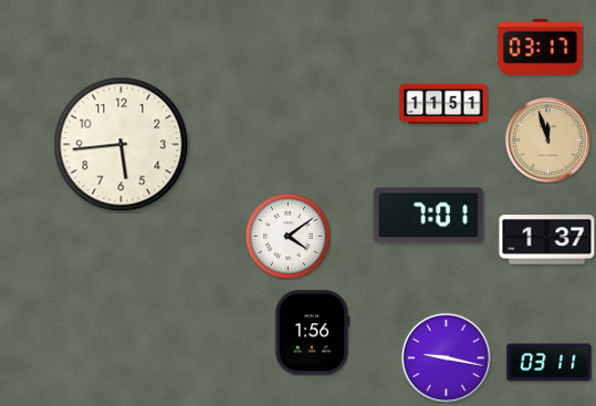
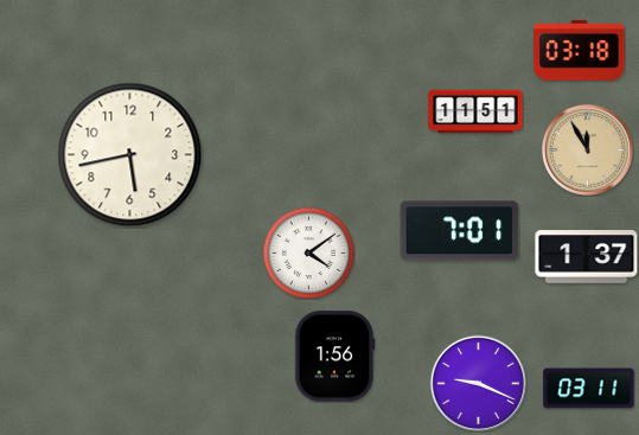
clock at (541, 48): 03:17 -> 03:18
clock at (547, 139): 11:57 -> 11:55
clock at (122, 145): 5:44 -> 5:43
clock at (446, 357): 9:17 -> 9:19
